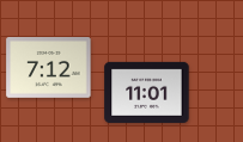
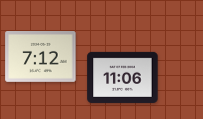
clock at (147, 92): 11:01 -> 11:06
